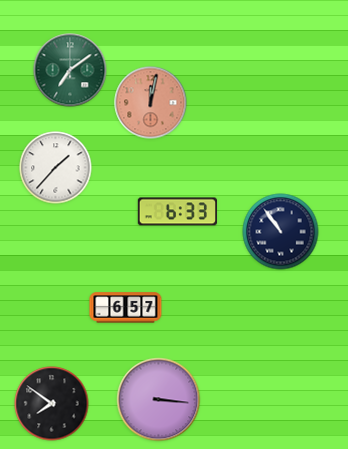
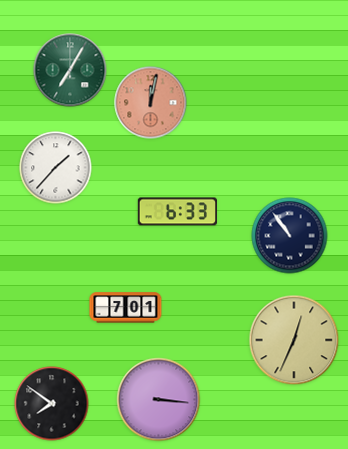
clock at (70, 70): 7:09 -> 7:05
clock at (281, 232) position: (281, 232) -> (290, 236)
clock at (126, 308): 6:57 -> 7:01
clock at (294, 340): none -> 12:34
